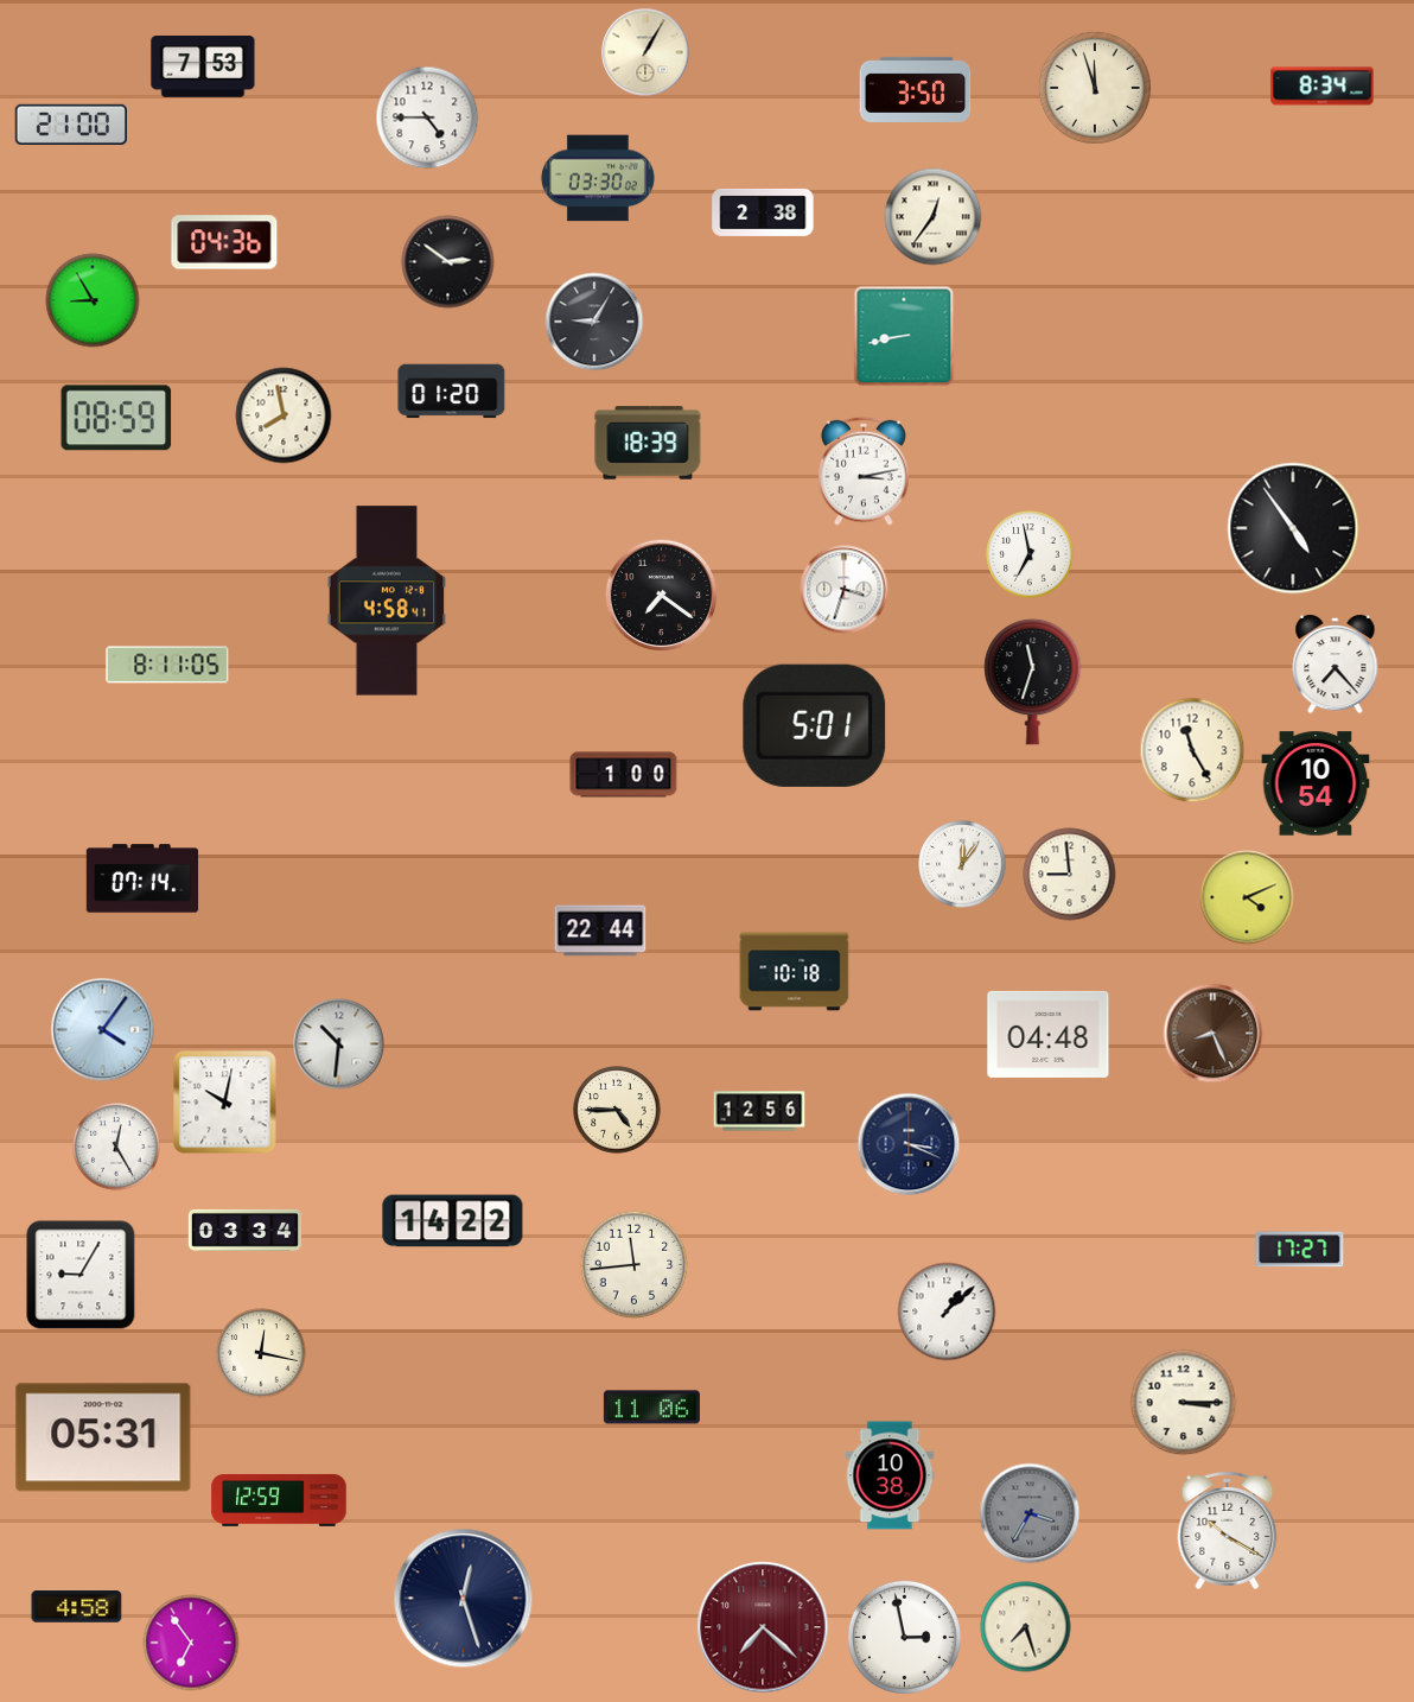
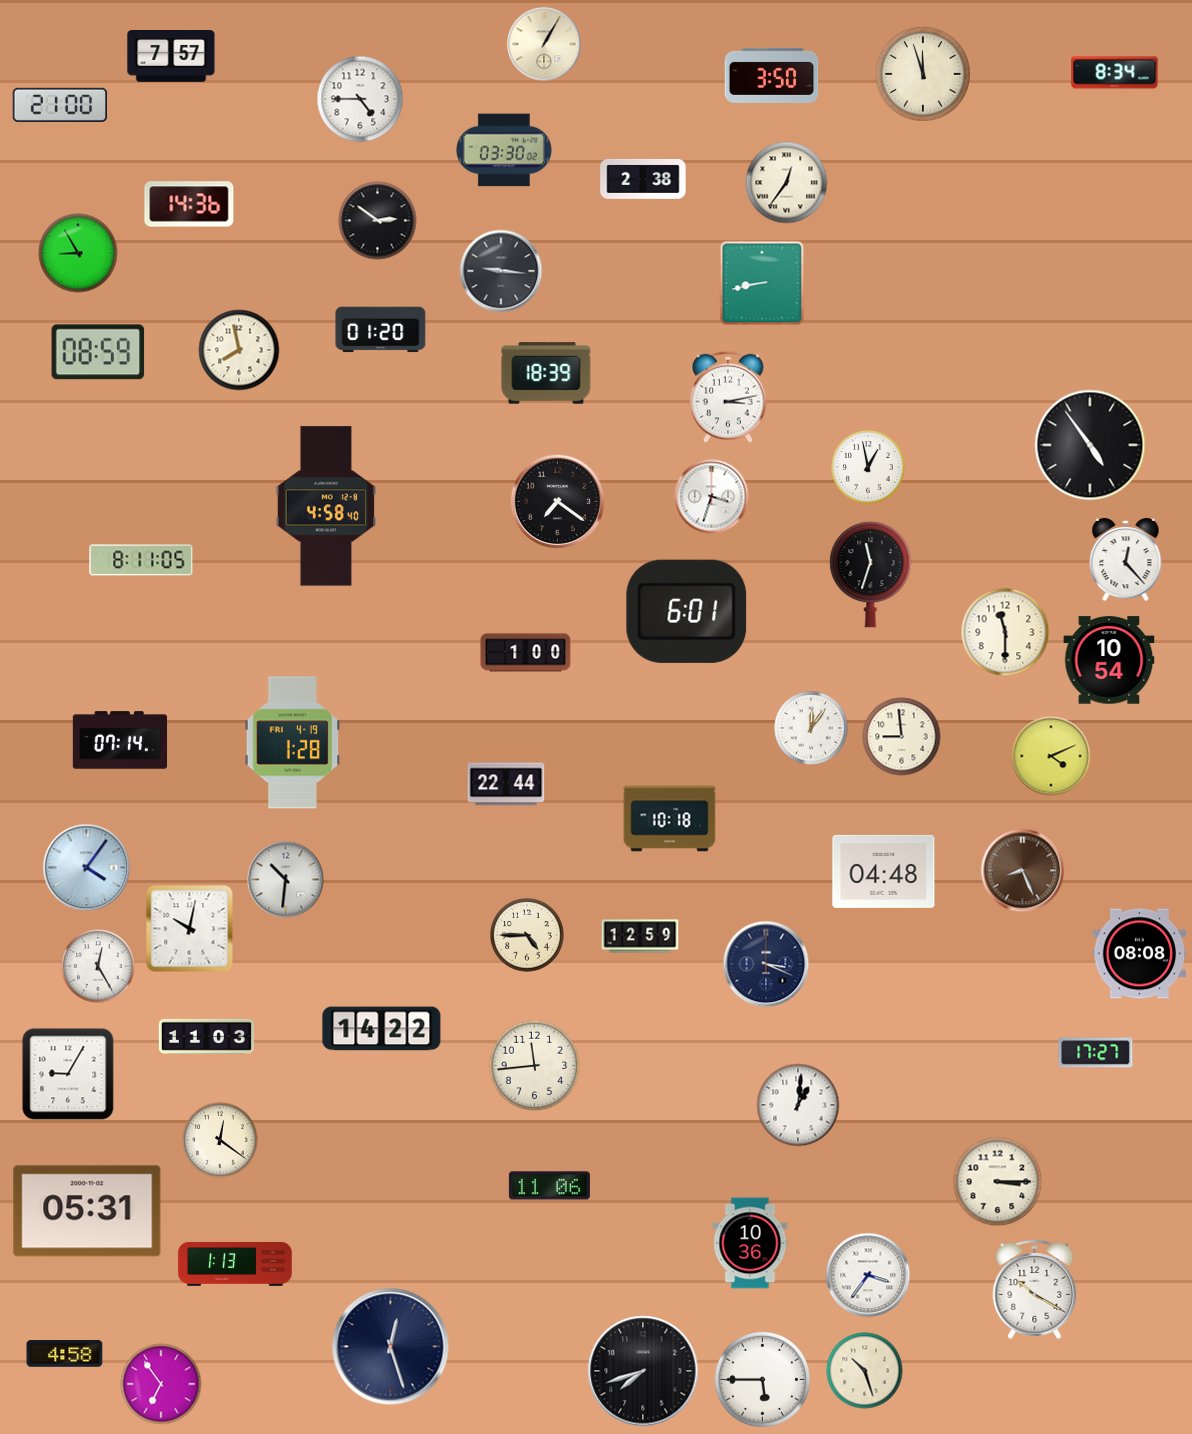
clock at (203, 68): 7:53 -> 7:57
clock at (224, 242): 04:36 -> 14:36
clock at (594, 322): 9:05 -> 9:16
clock at (1030, 554): 6:58 -> 12:58
clock at (387, 601): 4:58:41 -> 4:58:40
clock at (1336, 665): 7:23 -> 12:23
clock at (815, 725): 5:01 -> 6:01
clock at (1192, 750): 11:25 -> 11:30
clock at (293, 743): none -> 1:28
clock at (617, 1110) position: (617, 1110) -> (527, 935)
clock at (759, 1111): 12:56 -> 12:59
clock at (1140, 954): none -> 08:08
clock at (244, 1230): 03:34 -> 11:03
clock at (947, 1312): 1:08 -> 1:01
clock at (261, 1353): 12:17 -> 12:21
clock at (890, 1475): 10:38 -> 10:36
clock at (279, 1500): 12:59 -> 1:13
clock at (1030, 1513): 3:35 -> 3:36
clock at (1030, 1513) dial: grey -> white
clock at (763, 1627): 7:22 -> 7:42
clock at (763, 1627) dial: burgundy -> black
clock at (1026, 1627): 7:27 -> 10:27
clock at (904, 1637): 2:58 -> 5:45
